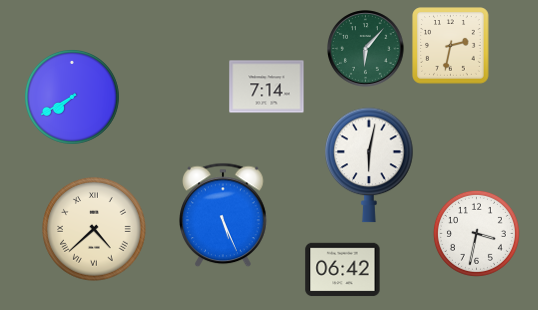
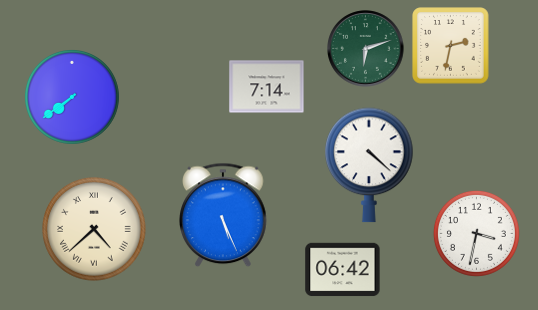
clock at (366, 49): 6:07 -> 6:12
clock at (73, 98): 7:40 -> 7:39
clock at (369, 165): 6:02 -> 4:22
